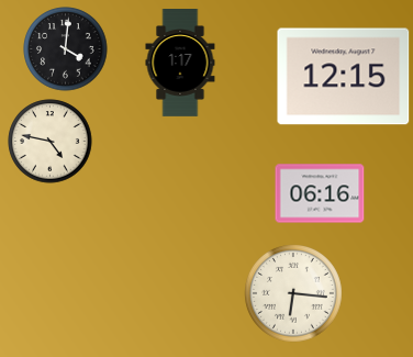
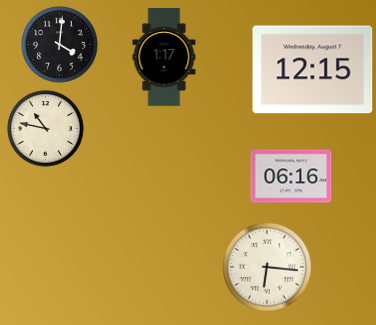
clock at (51, 142): 4:47 -> 10:47
